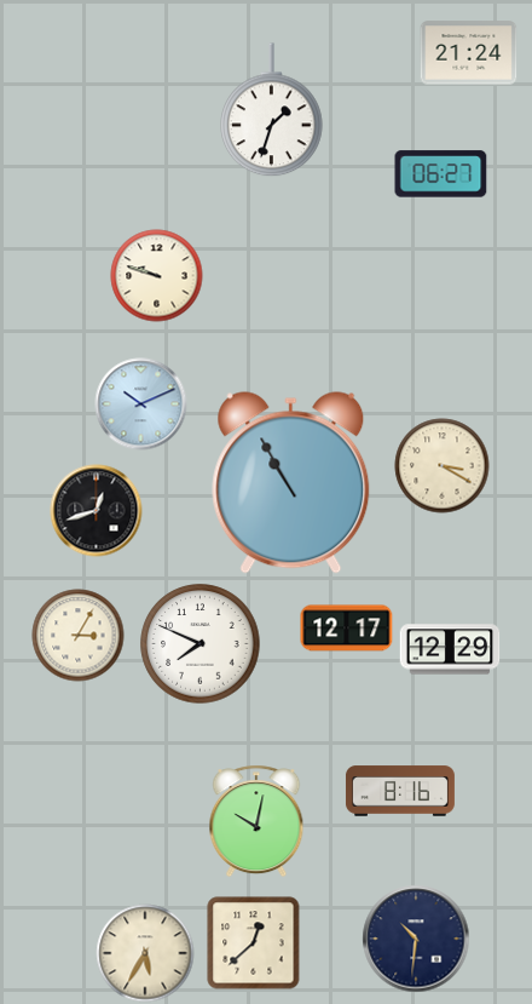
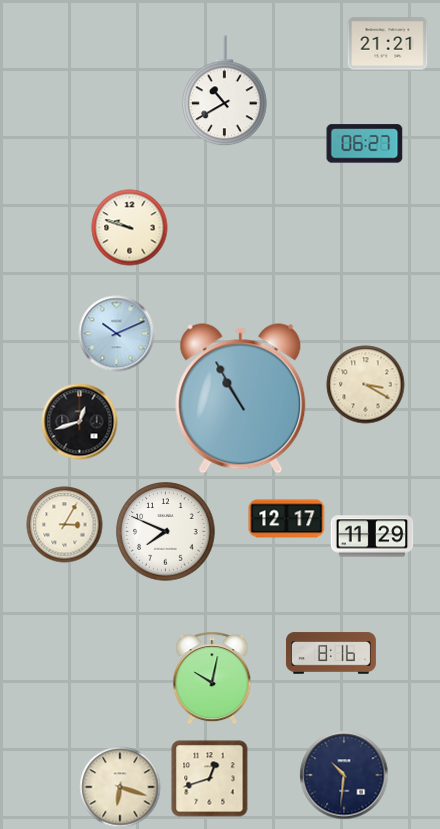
clock at (469, 53): 21:24 -> 21:21
clock at (272, 110): 1:33 -> 10:40
clock at (450, 649): 12:29 -> 11:29
clock at (254, 943): 12:38 -> 12:42
clock at (145, 953): 5:35 -> 6:18
